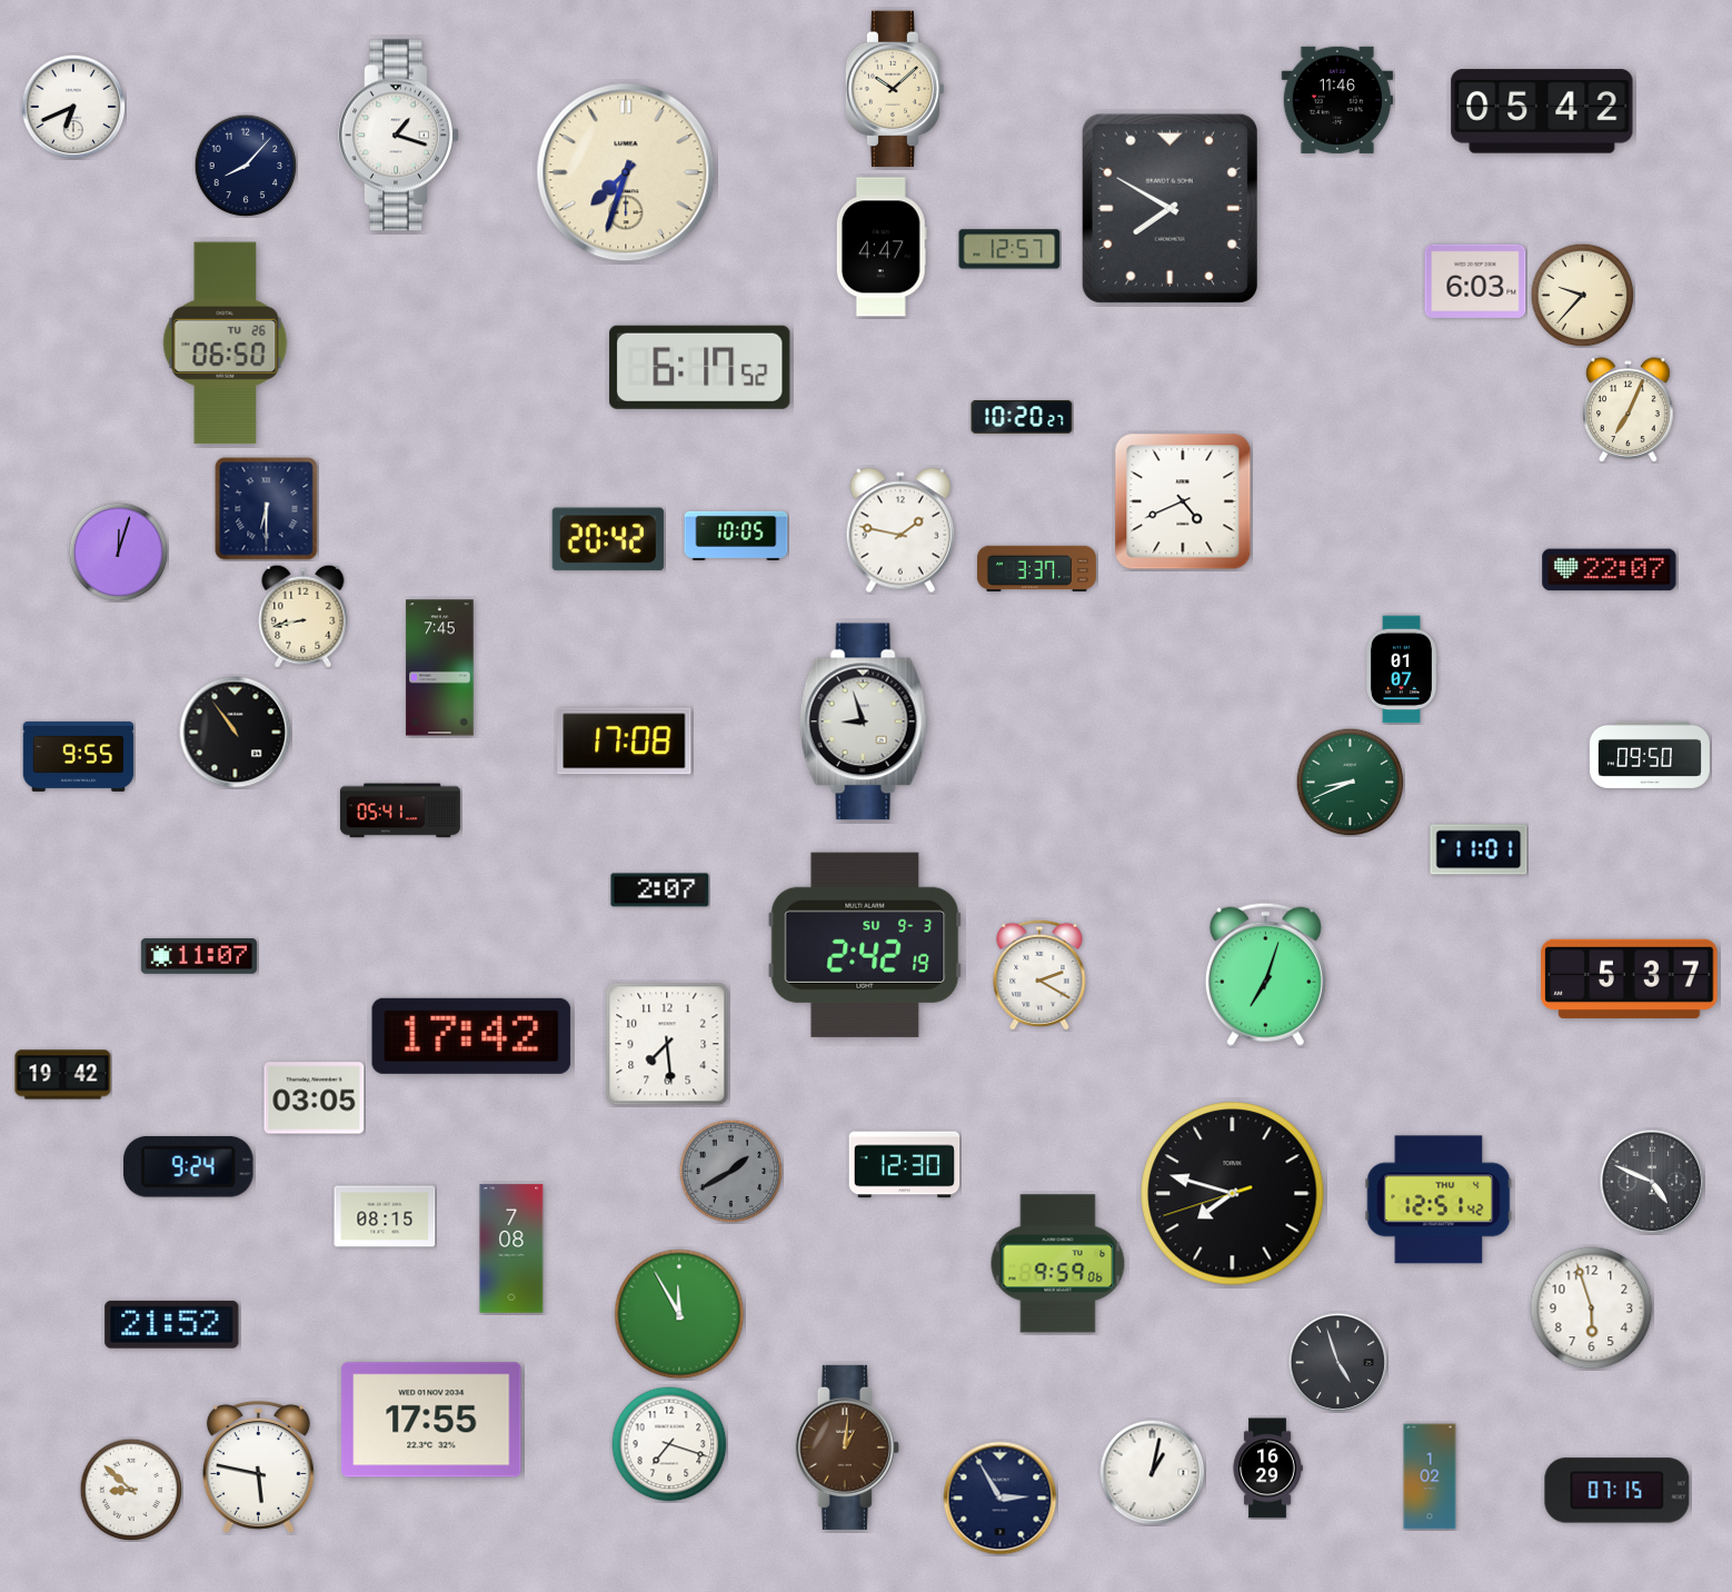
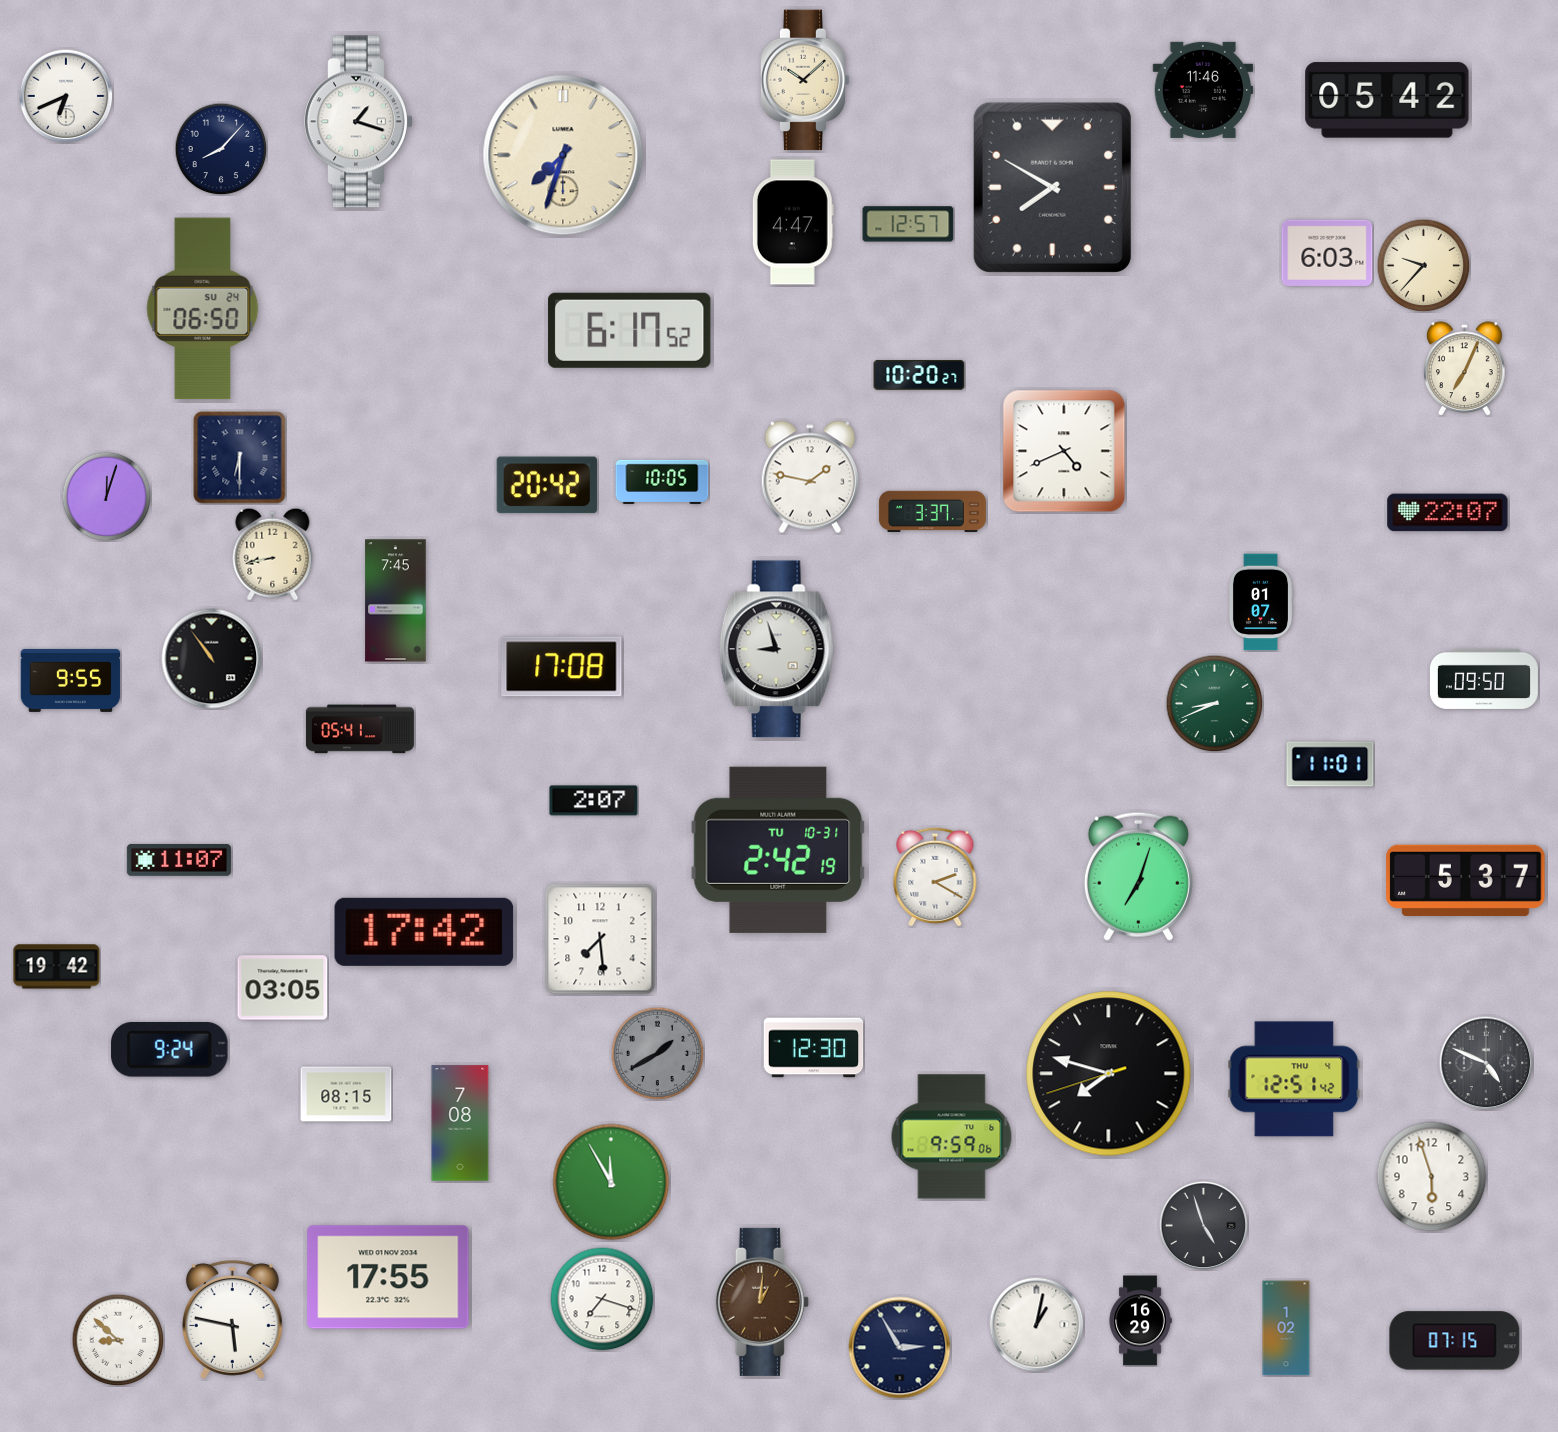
clock at (226, 344) date: TU 26 -> SU 24
clock at (865, 945) date: SU 9-3 -> TU 10-31
clock at (172, 1324): 21:52 -> none
